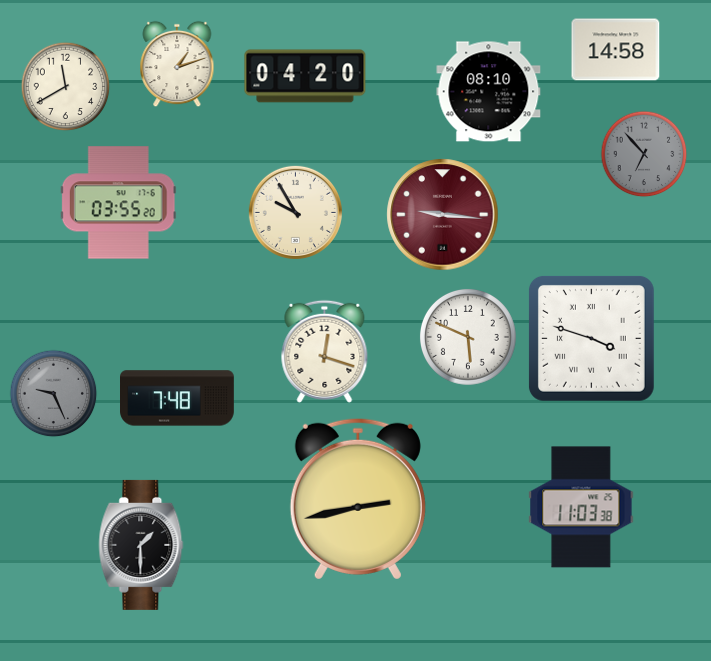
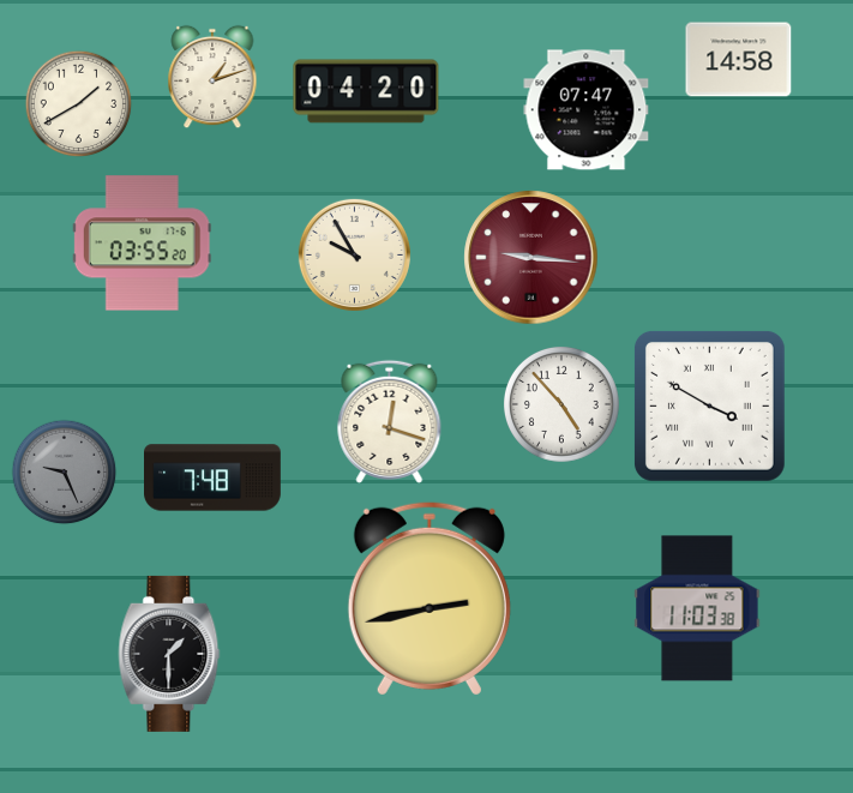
clock at (66, 87): 11:40 -> 1:40
clock at (489, 92): 08:10 -> 07:47
clock at (644, 154): 6:53 -> none
clock at (468, 337): 5:49 -> 4:53
clock at (591, 338): 3:48 -> 3:50
